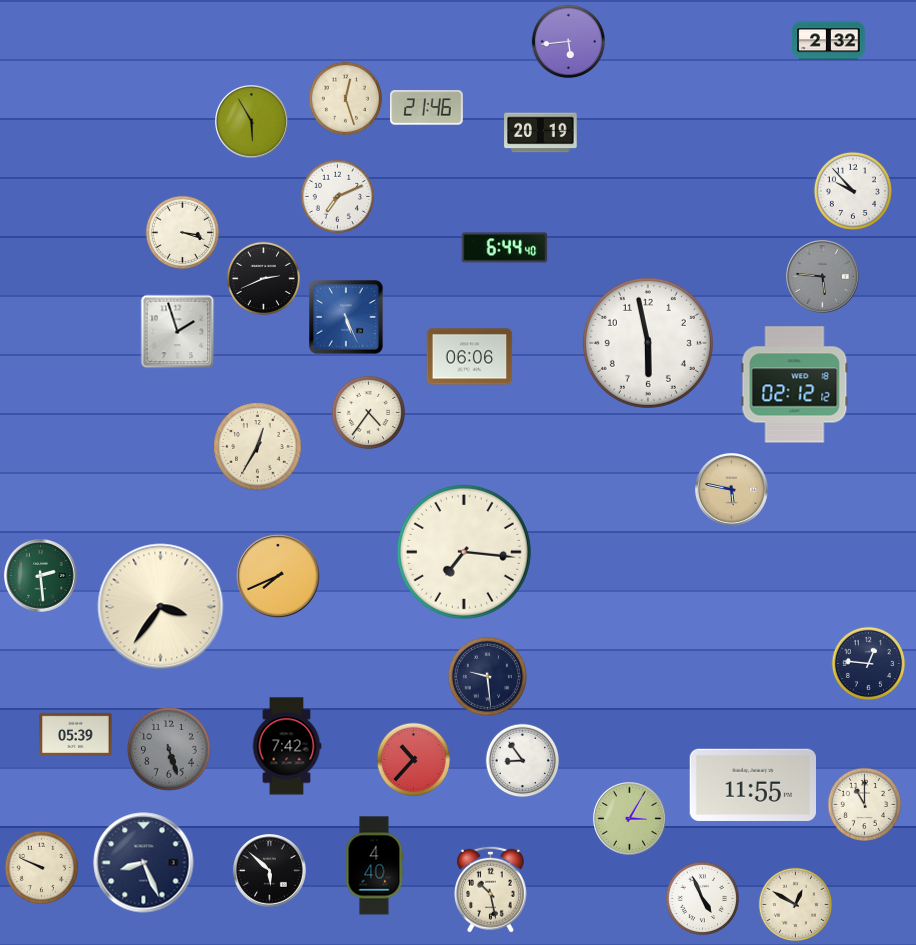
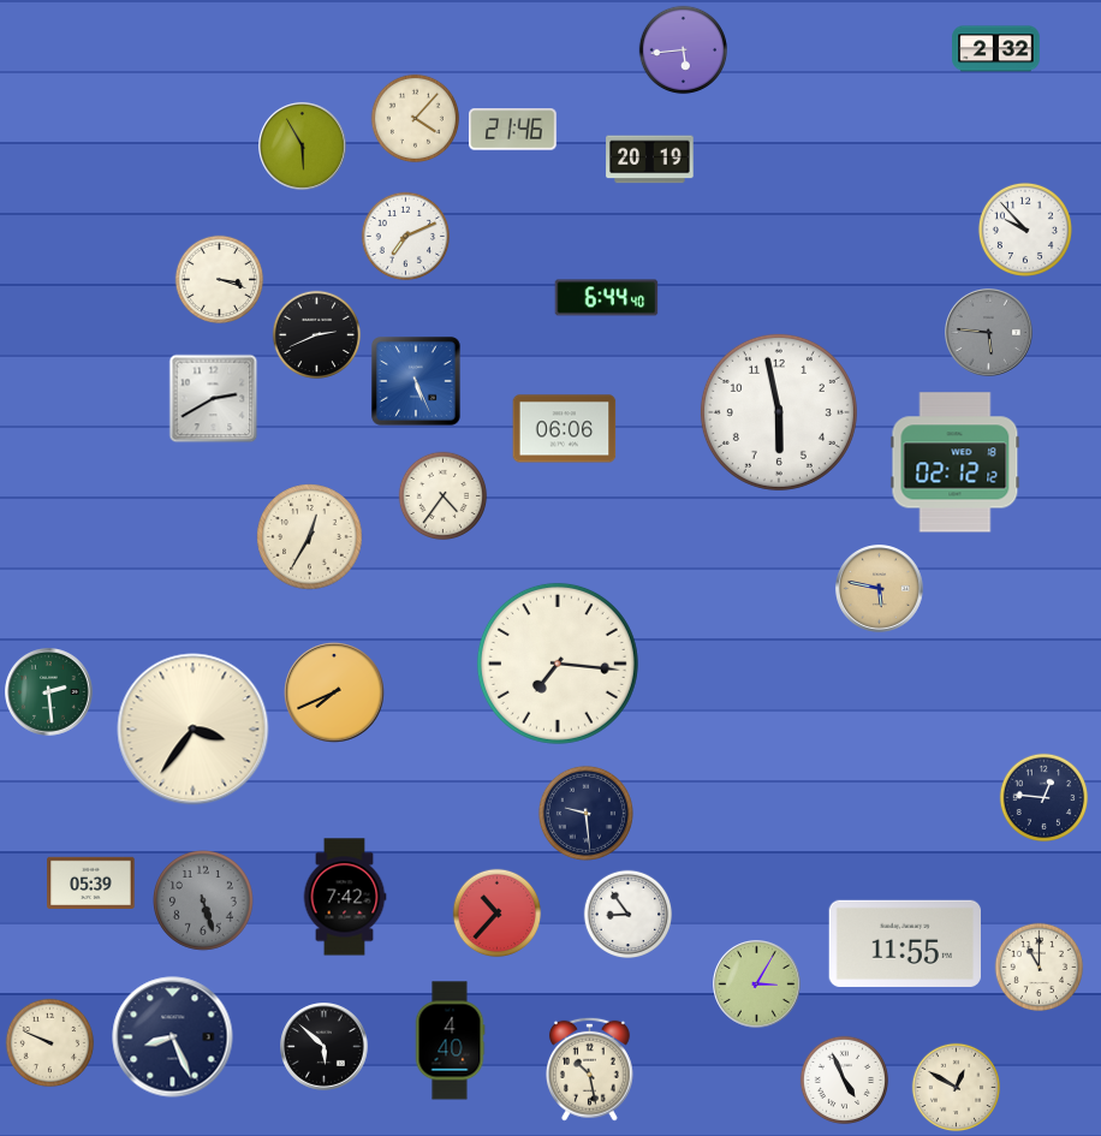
clock at (346, 99): 12:27 -> 4:07
clock at (178, 332): 1:57 -> 2:40
